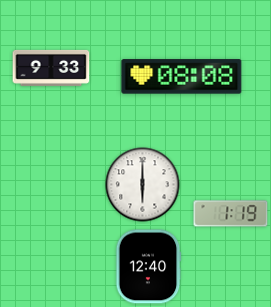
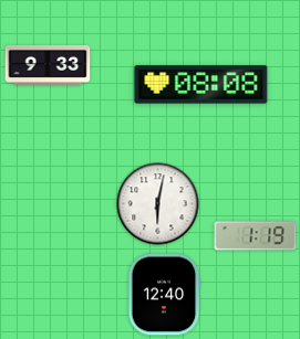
clock at (51, 68) position: (51, 68) -> (48, 65)
clock at (143, 185): 6:00 -> 6:02
